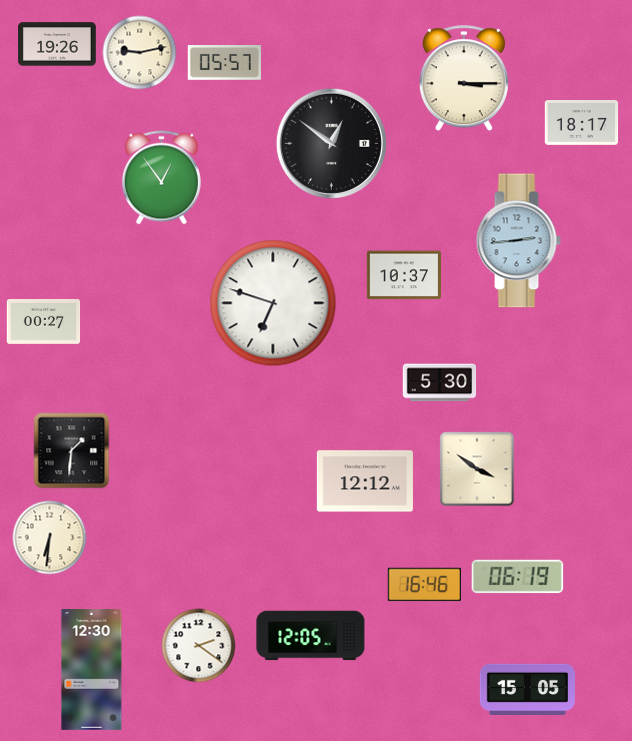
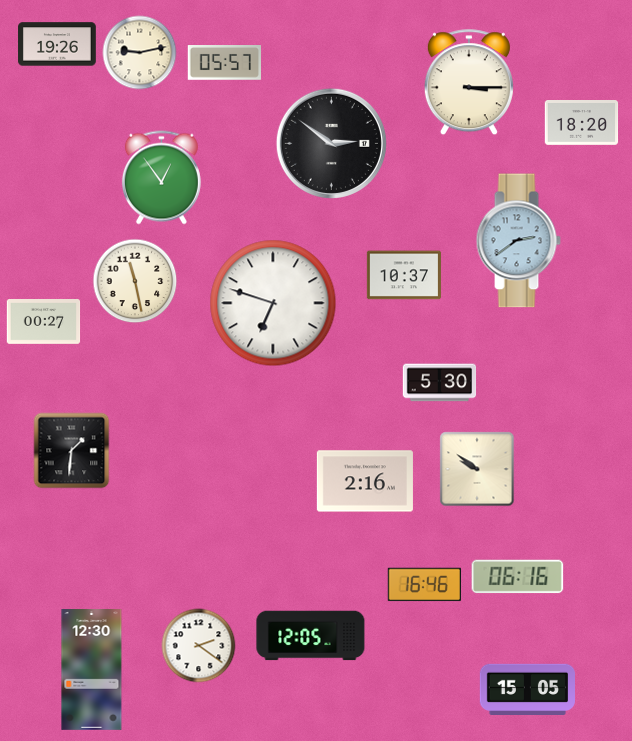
clock at (464, 79) position: (464, 79) -> (469, 83)
clock at (582, 123): 18:17 -> 18:20
clock at (331, 143): 12:51 -> 2:51
clock at (518, 241): 2:44 -> 2:39
clock at (135, 281): none -> 11:28
clock at (477, 469): 3:51 -> 9:51
clock at (365, 481): 12:12 -> 2:16
clock at (50, 538): 6:31 -> none
clock at (518, 577): 06:19 -> 06:16
